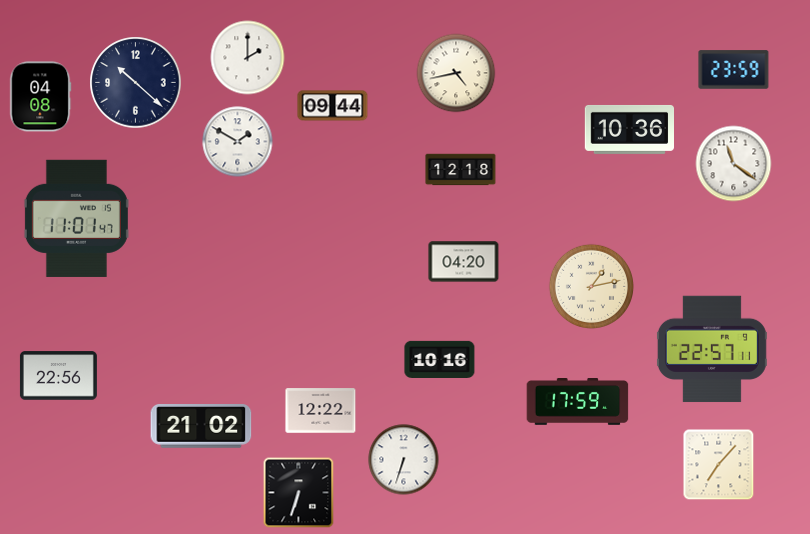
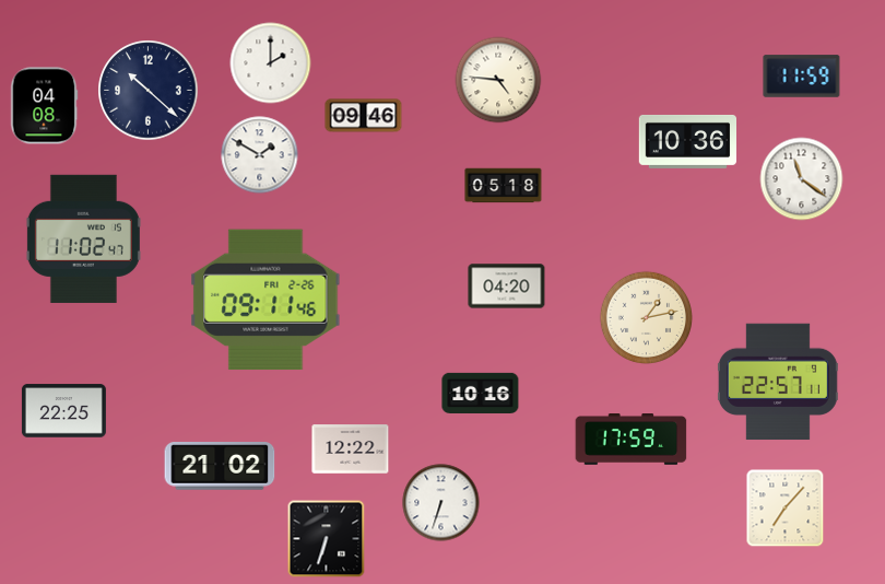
clock at (734, 70): 23:59 -> 11:59
clock at (456, 73): 4:43 -> 4:46
clock at (333, 106): 09:44 -> 09:46
clock at (461, 170): 12:18 -> 05:18
clock at (76, 218): 11:01 -> 11:02
clock at (265, 300): none -> 09:11
clock at (591, 286) position: (591, 286) -> (646, 317)
clock at (58, 376): 22:56 -> 22:25
